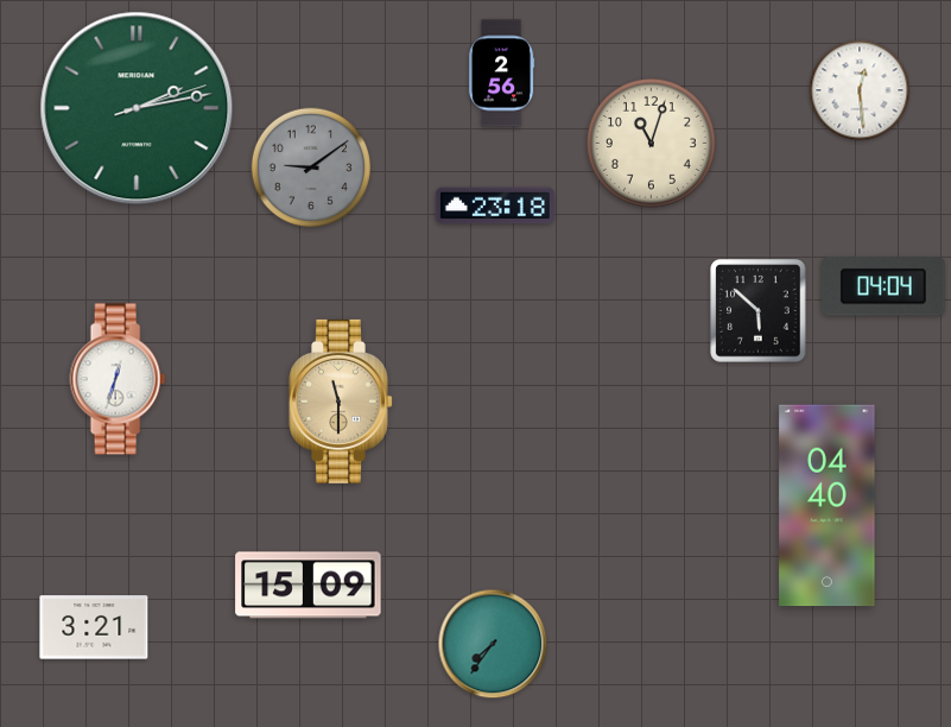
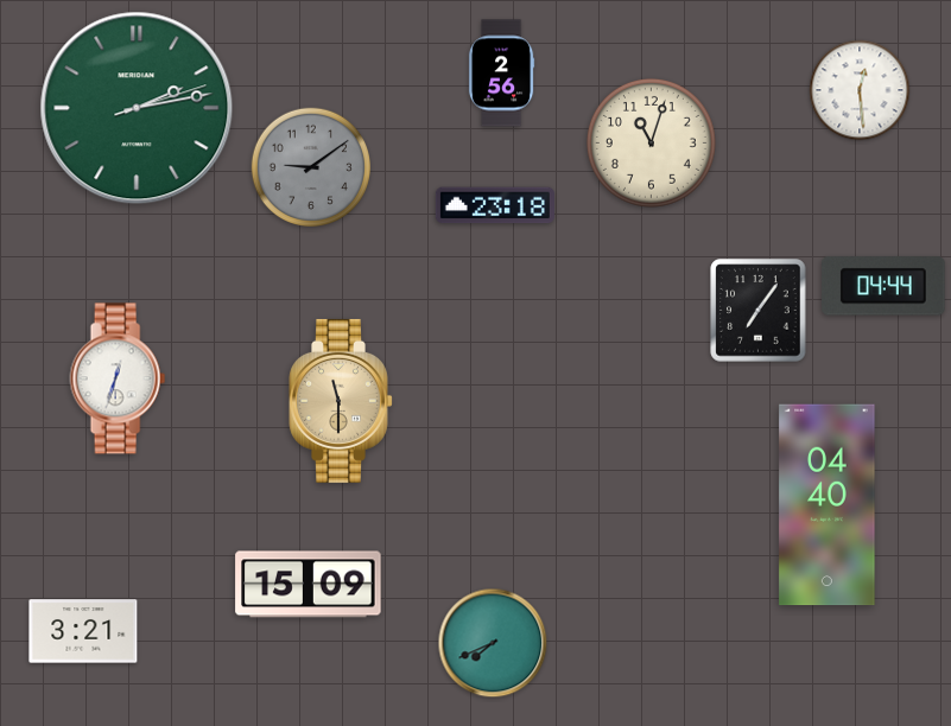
clock at (883, 286): 04:04 -> 04:44
clock at (759, 311): 5:52 -> 7:06
clock at (94, 627) position: (94, 627) -> (83, 631)
clock at (493, 644): 7:36 -> 7:41
